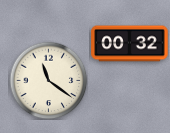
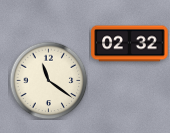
clock at (130, 44): 00:32 -> 02:32
